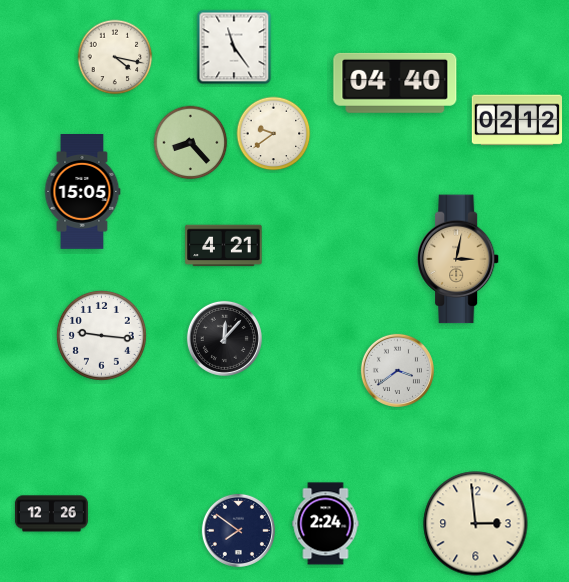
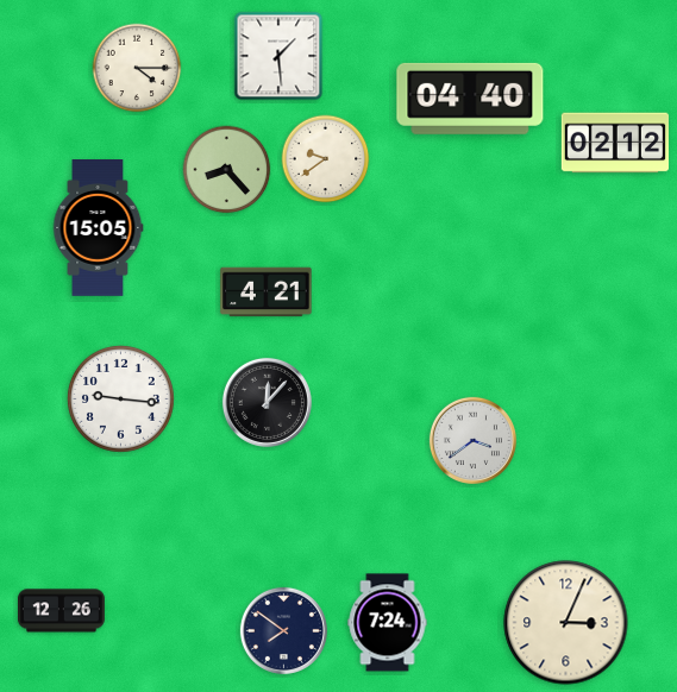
clock at (234, 47): 11:24 -> 1:29
clock at (115, 57): 4:17 -> 4:15
clock at (458, 259): 3:02 -> none
clock at (326, 524): 2:24 -> 7:24
clock at (476, 524): 2:59 -> 3:04
